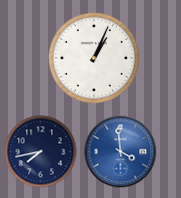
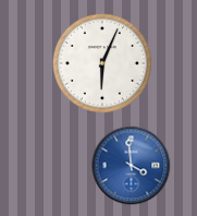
clock at (94, 58): 1:04 -> 6:04
clock at (41, 152): 7:43 -> none
